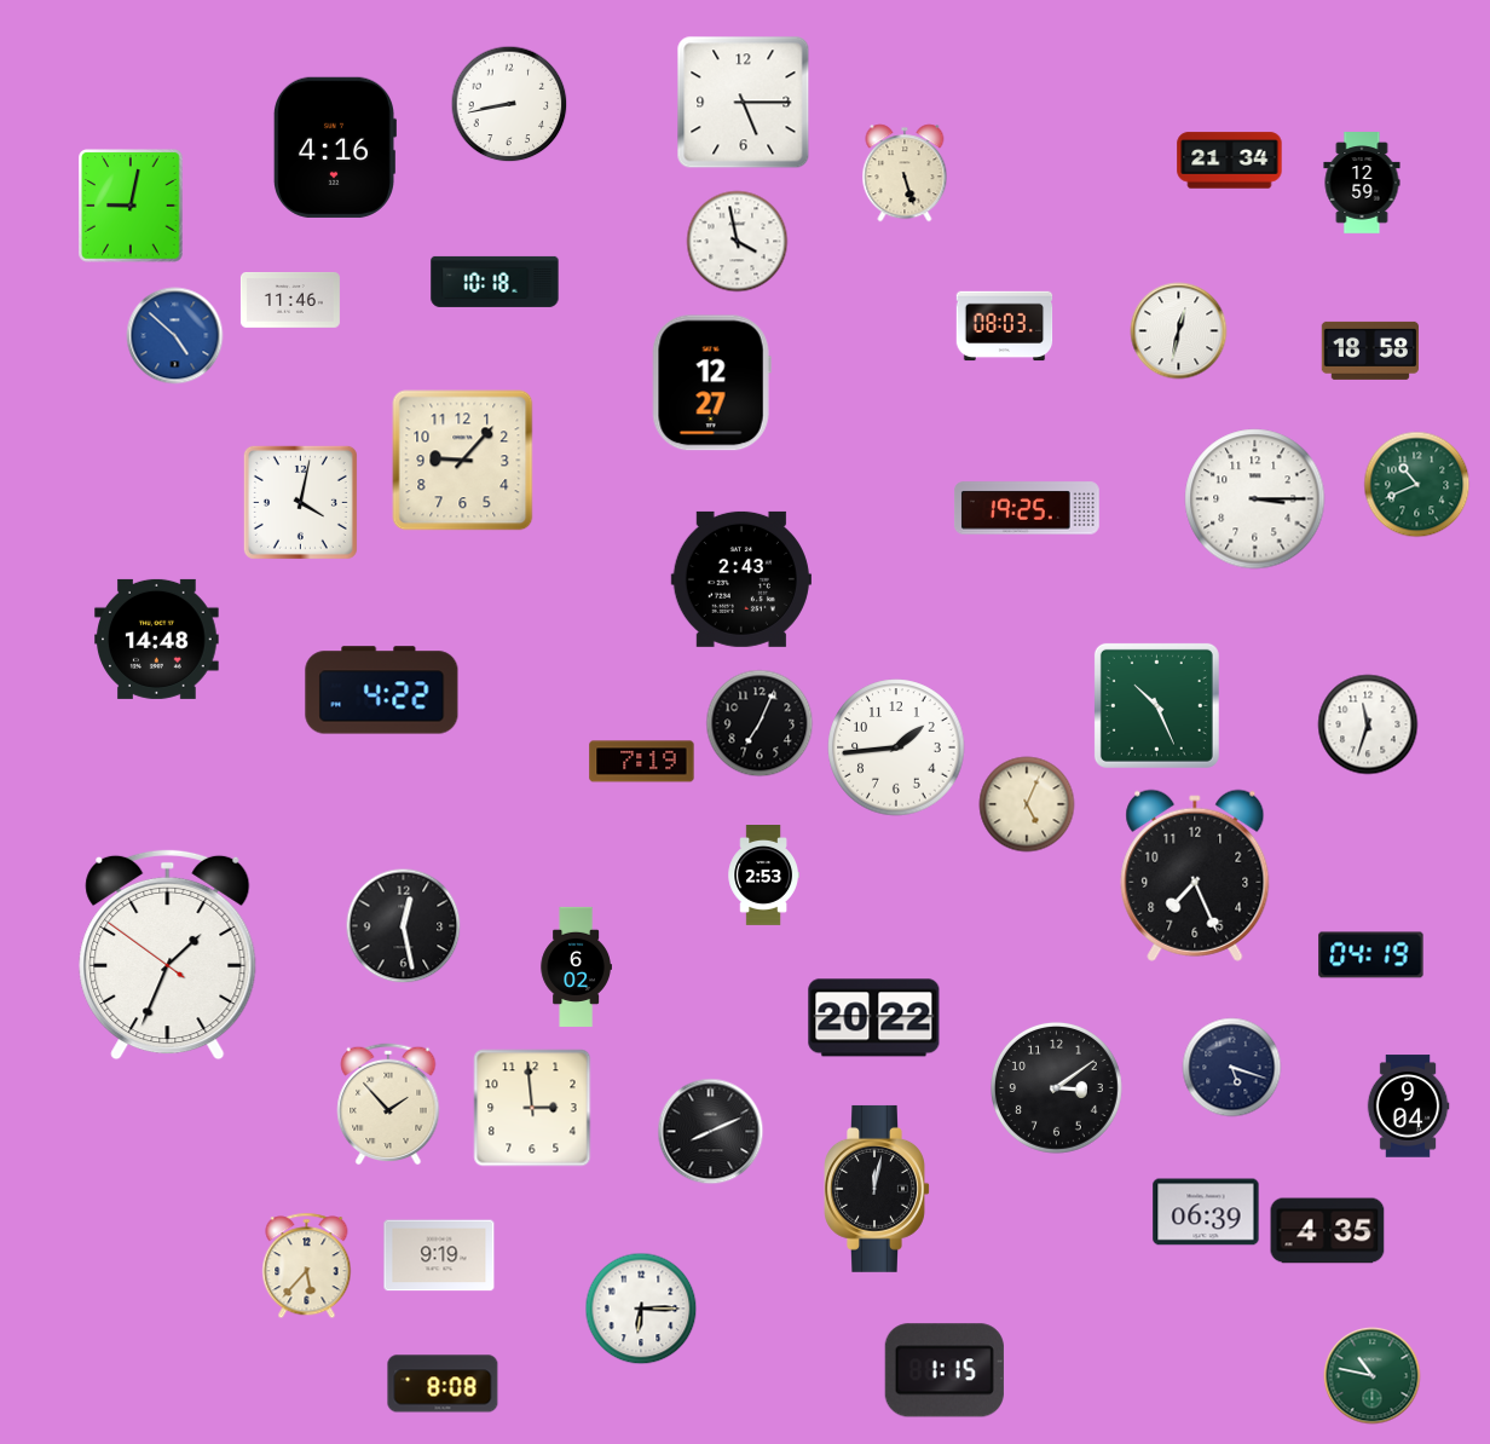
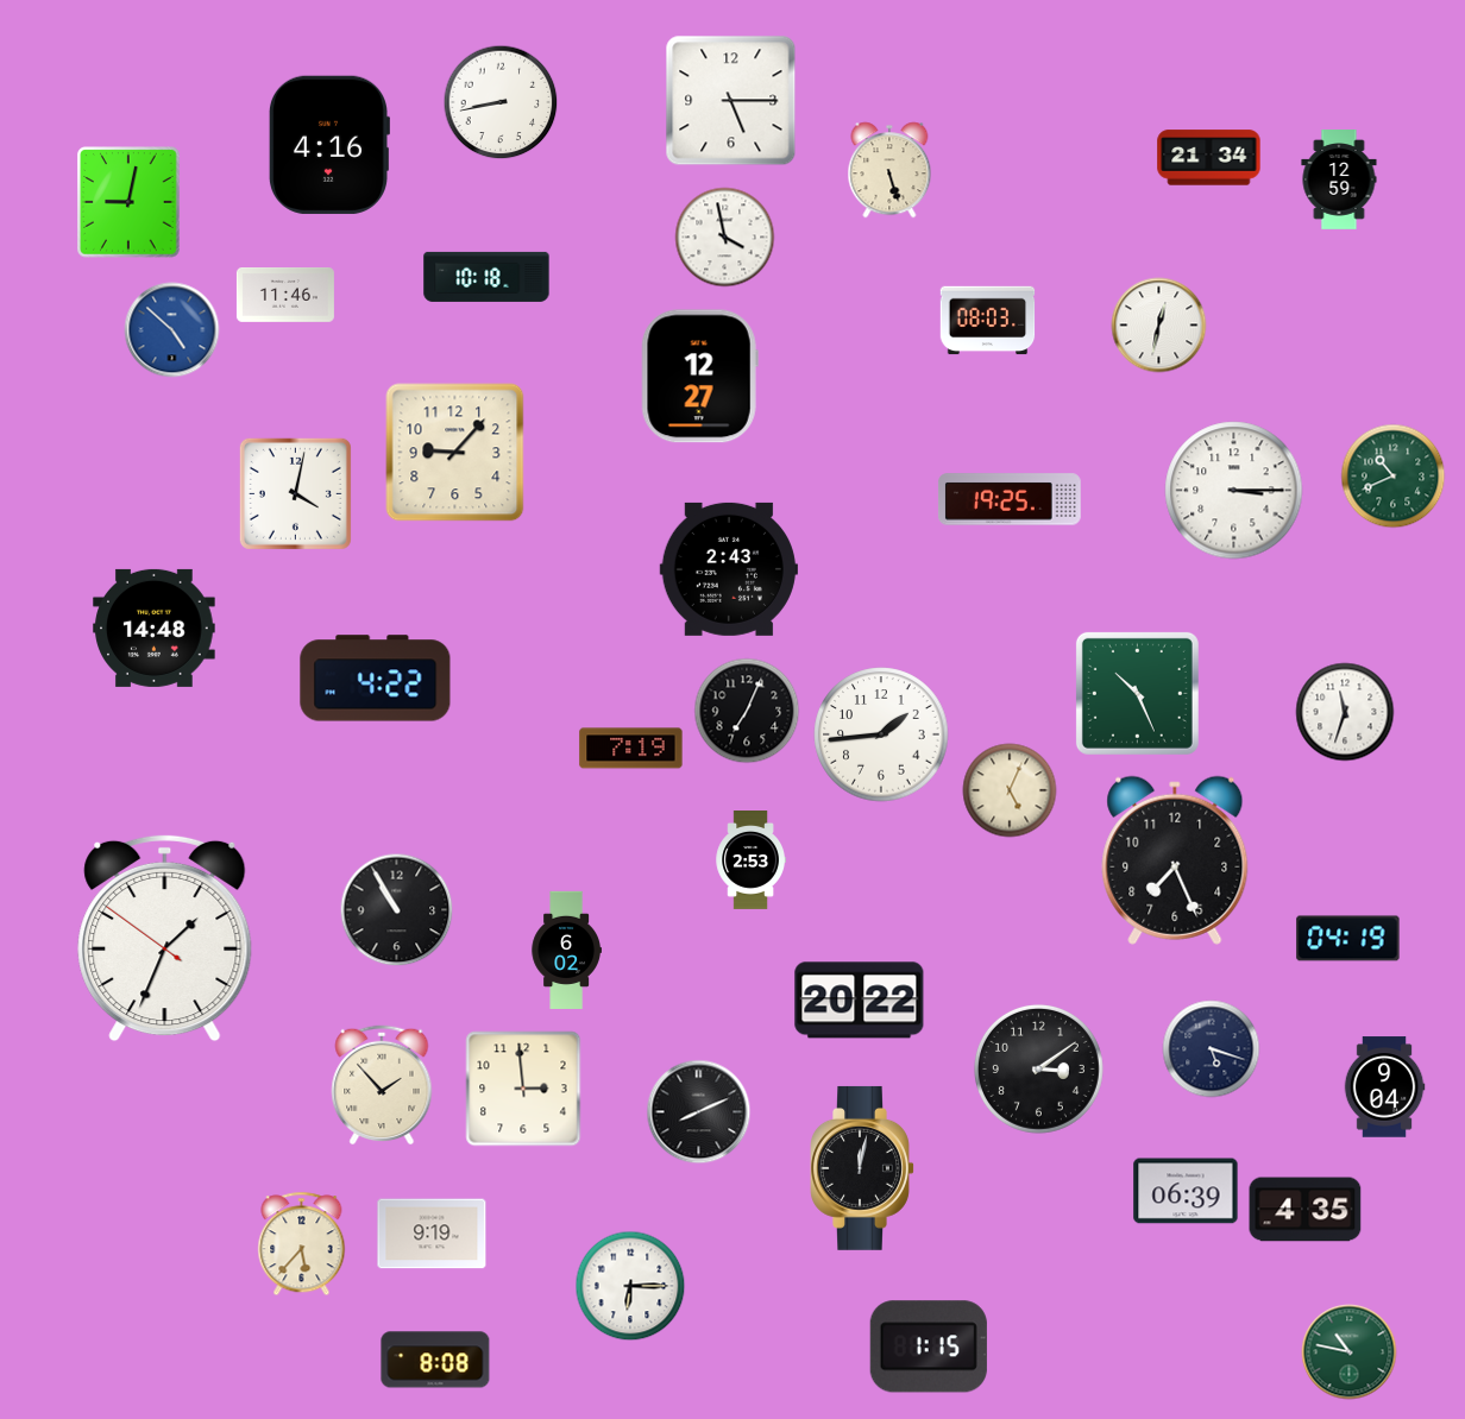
clock at (1370, 351): 18:58 -> none
clock at (404, 926): 12:28 -> 10:55
